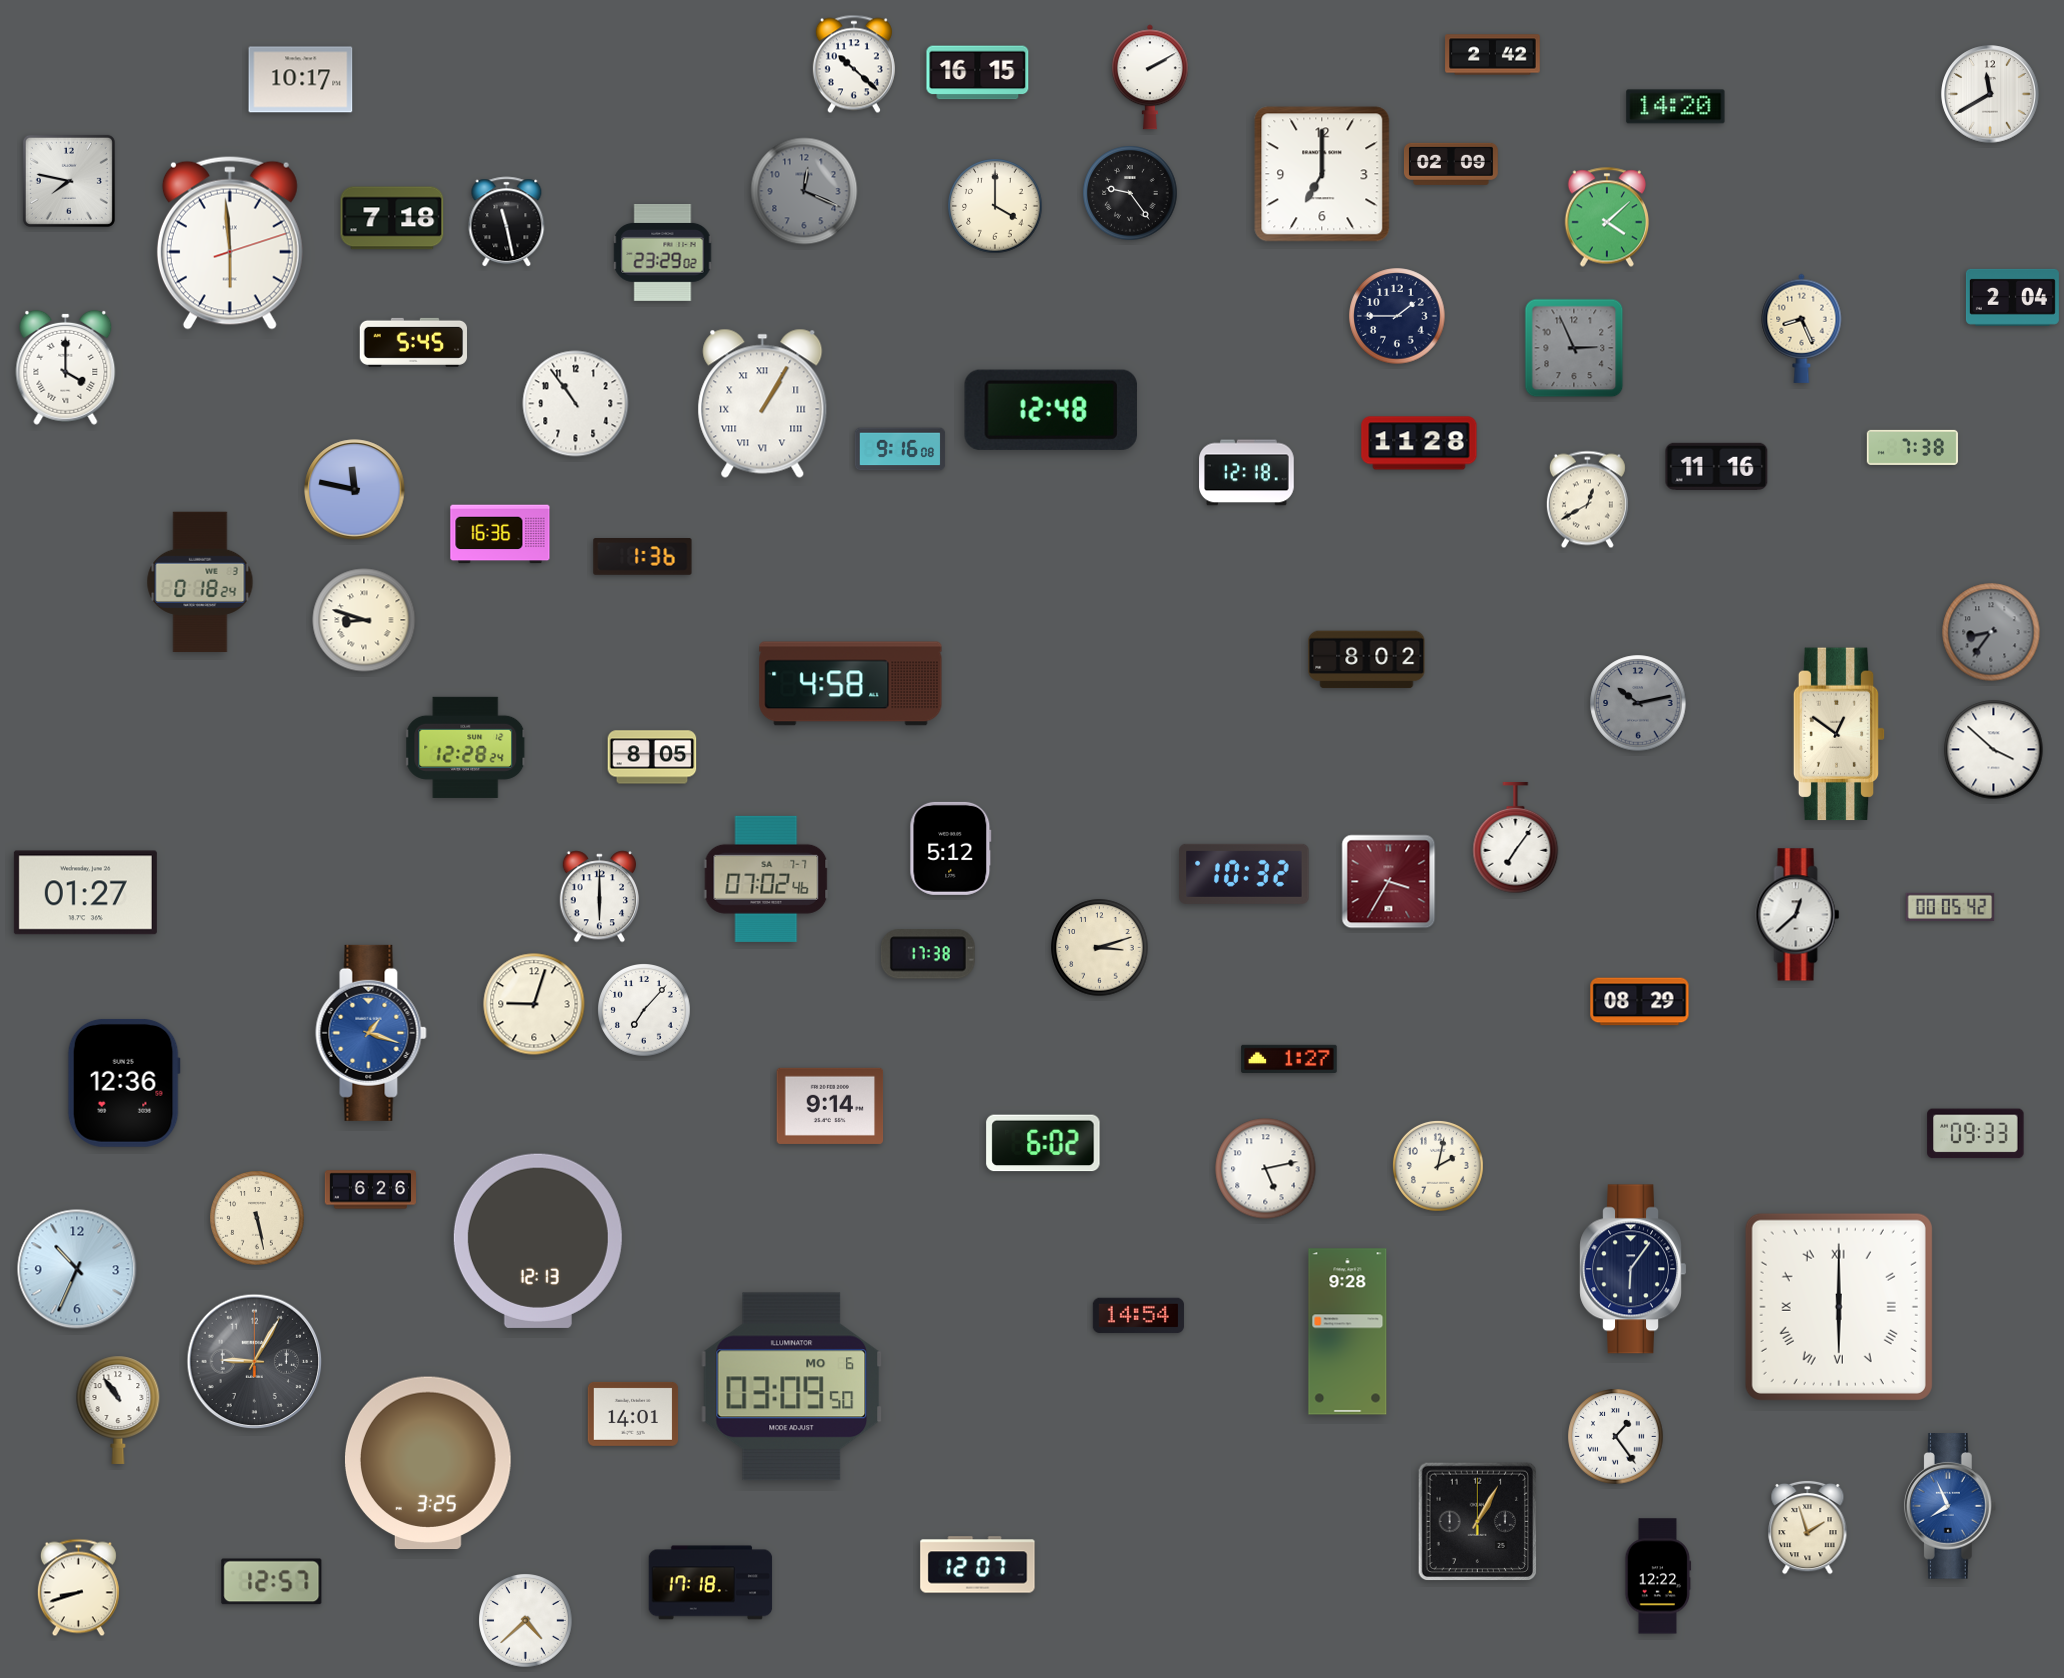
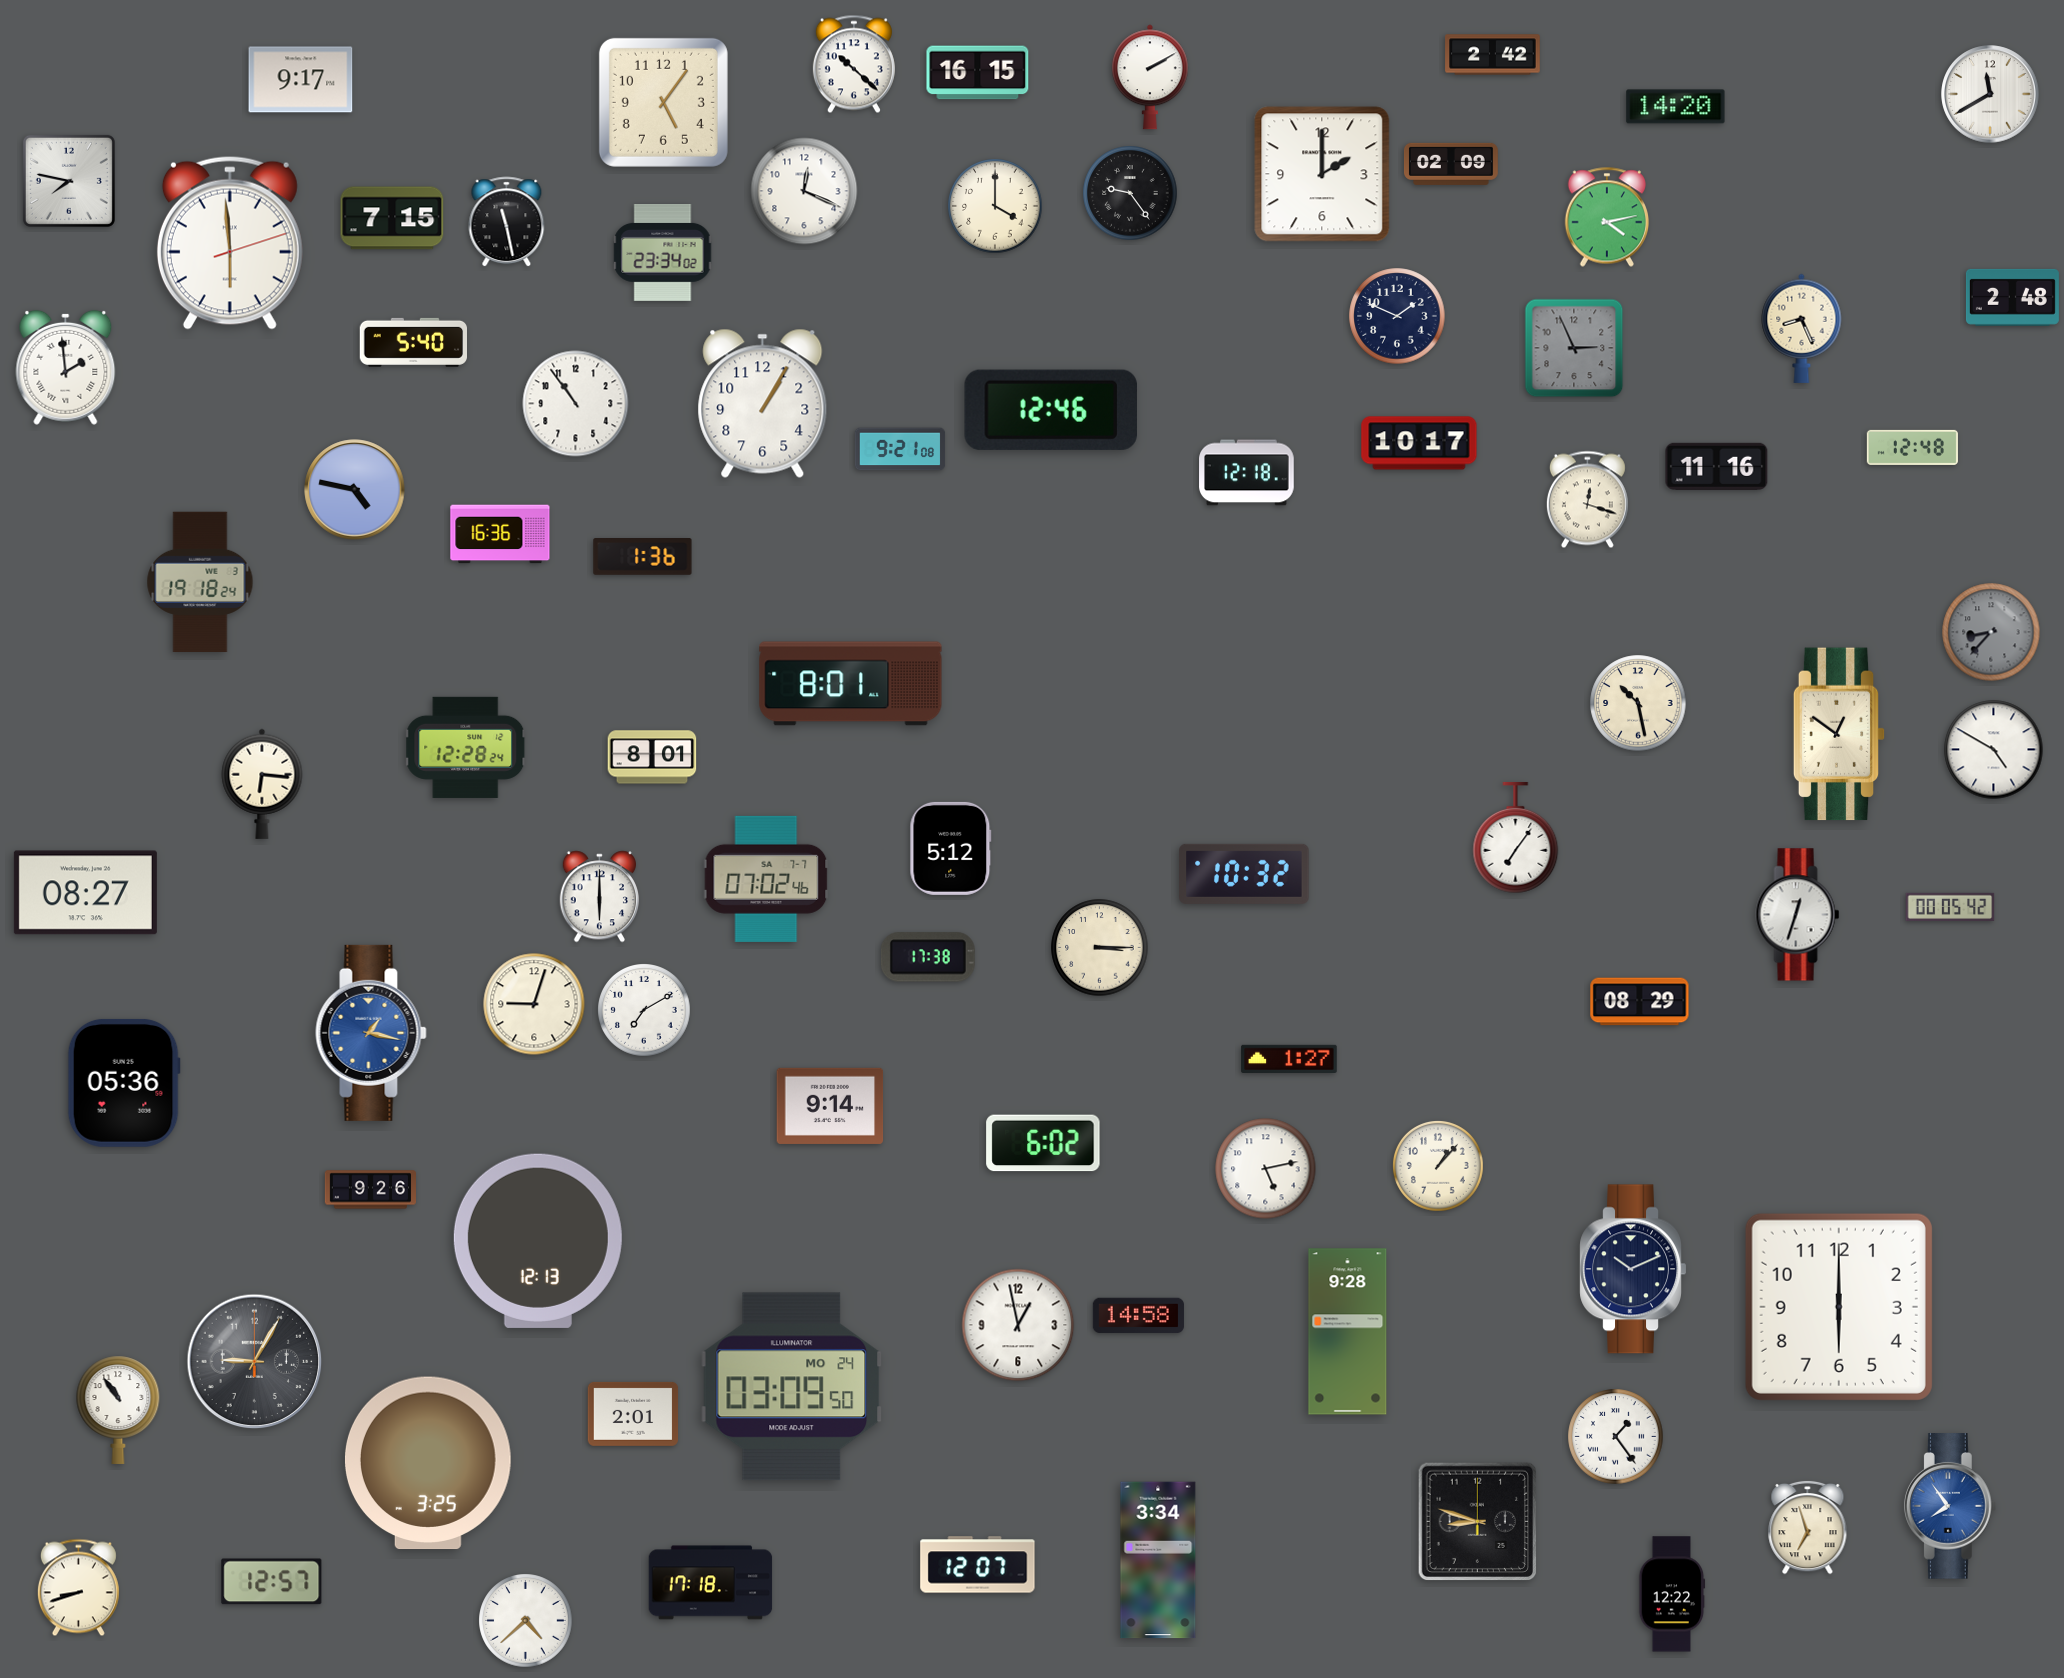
clock at (301, 80): 10:17 -> 9:17
clock at (663, 102): none -> 5:06
clock at (1322, 174): 7:00 -> 2:00
clock at (804, 191) dial: grey -> white
clock at (1606, 217): 4:08 -> 4:13
clock at (392, 218): 7:18 -> 7:15
clock at (663, 253): 23:29 -> 23:34
clock at (2012, 297): 2:04 -> 2:48
clock at (1397, 316): 1:45 -> 1:49
clock at (413, 342): 5:45 -> 5:40
clock at (66, 367): 4:00 -> 1:59
clock at (763, 403) numerals: Roman -> Arabic
clock at (1051, 410): 12:48 -> 12:46
clock at (1419, 443): 11:28 -> 10:17
clock at (1912, 447): 7:38 -> 12:48
clock at (900, 449): 9:16 -> 9:21
clock at (355, 490): 11:47 -> 4:47
clock at (1587, 500): 12:40 -> 12:18
clock at (200, 582): 0:18 -> 19:18
clock at (364, 620): 8:48 -> none
clock at (1991, 632): 8:36 -> 8:37
clock at (1367, 660): 8:02 -> none
clock at (851, 684): 4:58 -> 8:01
clock at (1638, 703): 10:13 -> 10:28
clock at (1638, 703) dial: grey -> cream
clock at (1994, 750): 3:52 -> 4:50
clock at (652, 757): 8:05 -> 8:01
clock at (262, 784): none -> 6:16
clock at (1389, 882): 3:35 -> none
clock at (85, 893): 01:27 -> 08:27
clock at (1798, 915): 12:38 -> 12:33
clock at (1100, 948): 3:12 -> 3:15
clock at (928, 954) position: (928, 954) -> (928, 957)
clock at (645, 1011): 7:07 -> 7:10
clock at (371, 1033): 1:18 -> 1:17
clock at (124, 1083): 12:36 -> 05:36
clock at (1976, 1134): 09:33 -> none
clock at (1438, 1166): 2:02 -> 1:07
clock at (370, 1190): 6:26 -> 9:26
clock at (257, 1218): 5:28 -> none
clock at (77, 1269): 10:34 -> none
clock at (1632, 1269): 6:06 -> 10:11
clock at (1839, 1307) numerals: Roman -> Arabic
clock at (1138, 1316): 14:54 -> 14:58
clock at (1018, 1325): none -> 12:58
clock at (792, 1387) date: MO 6 -> MO 24
clock at (633, 1414): 14:01 -> 2:01
clock at (1950, 1506): 7:56 -> 7:54
clock at (1478, 1522): 1:05 -> 8:48
clock at (1808, 1527): 1:57 -> 6:57
clock at (1158, 1560): none -> 3:34
clock at (1658, 1576) position: (1658, 1576) -> (1672, 1594)
